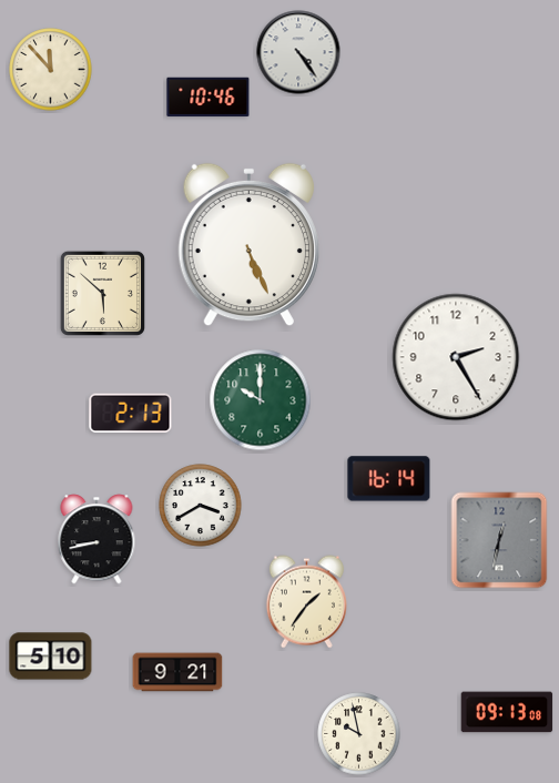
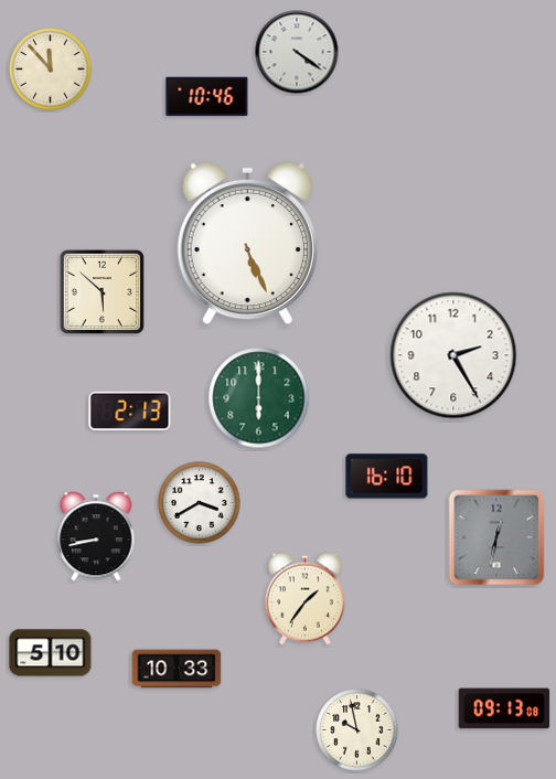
clock at (298, 52): 4:24 -> 4:21
clock at (261, 400): 10:00 -> 6:00
clock at (389, 479): 16:14 -> 16:10
clock at (177, 672): 9:21 -> 10:33
